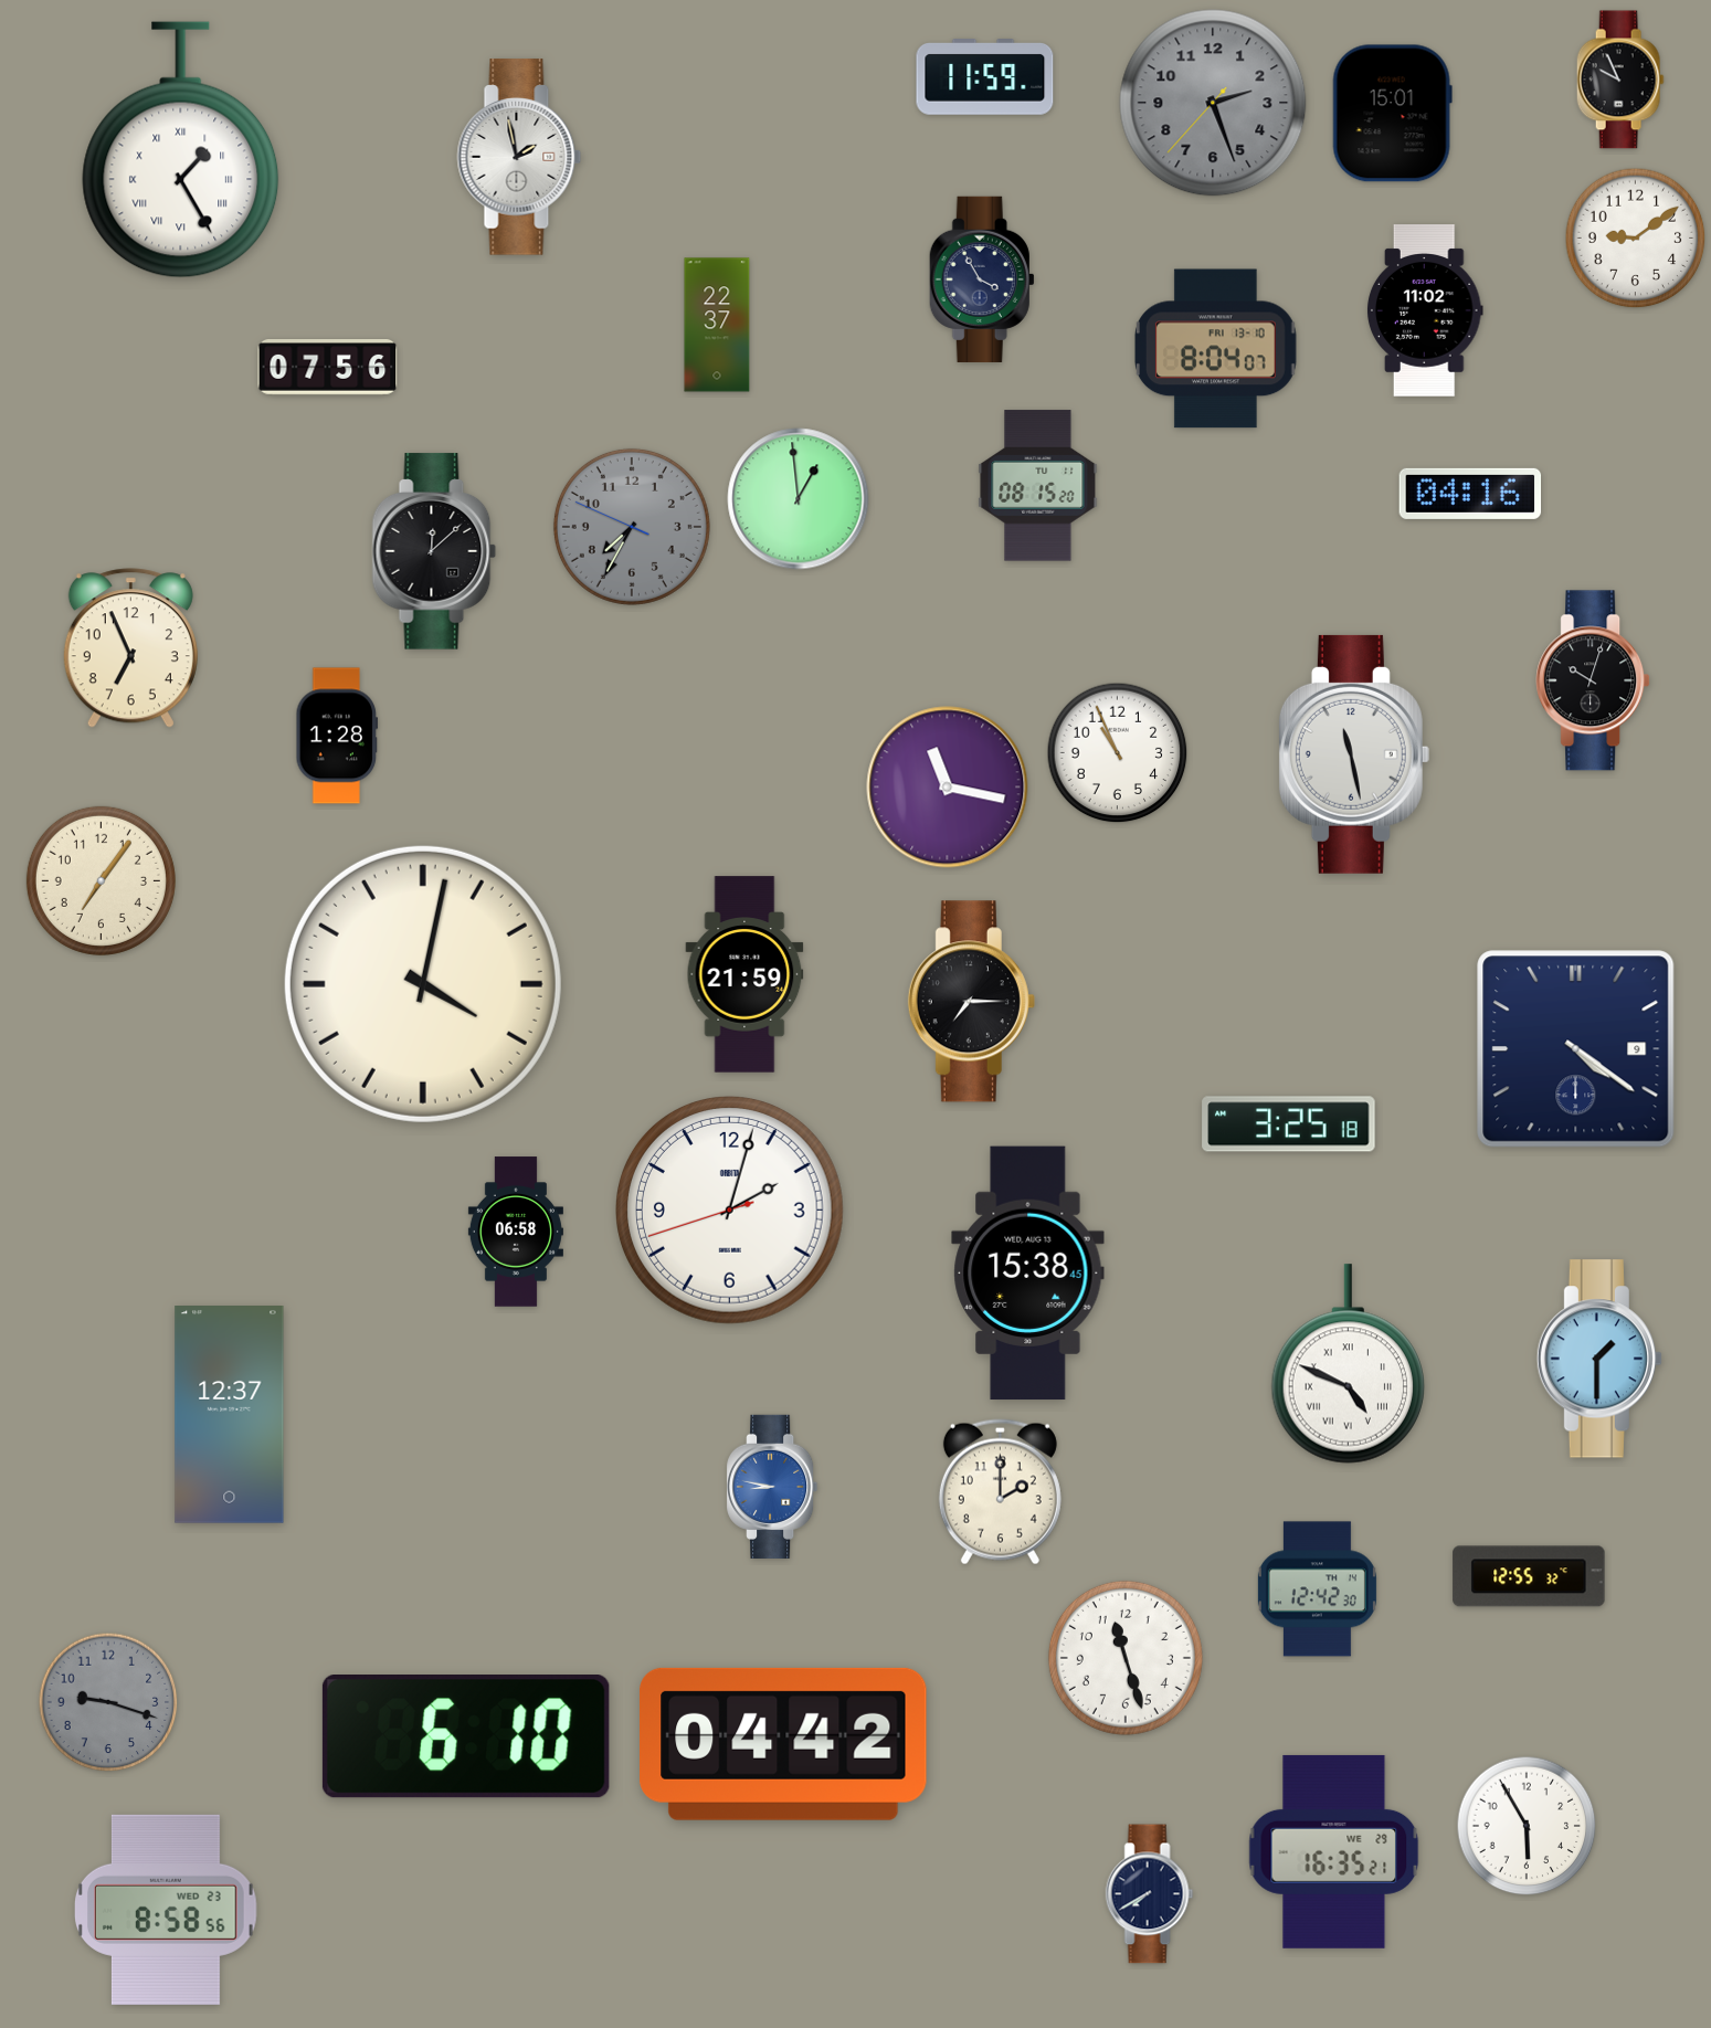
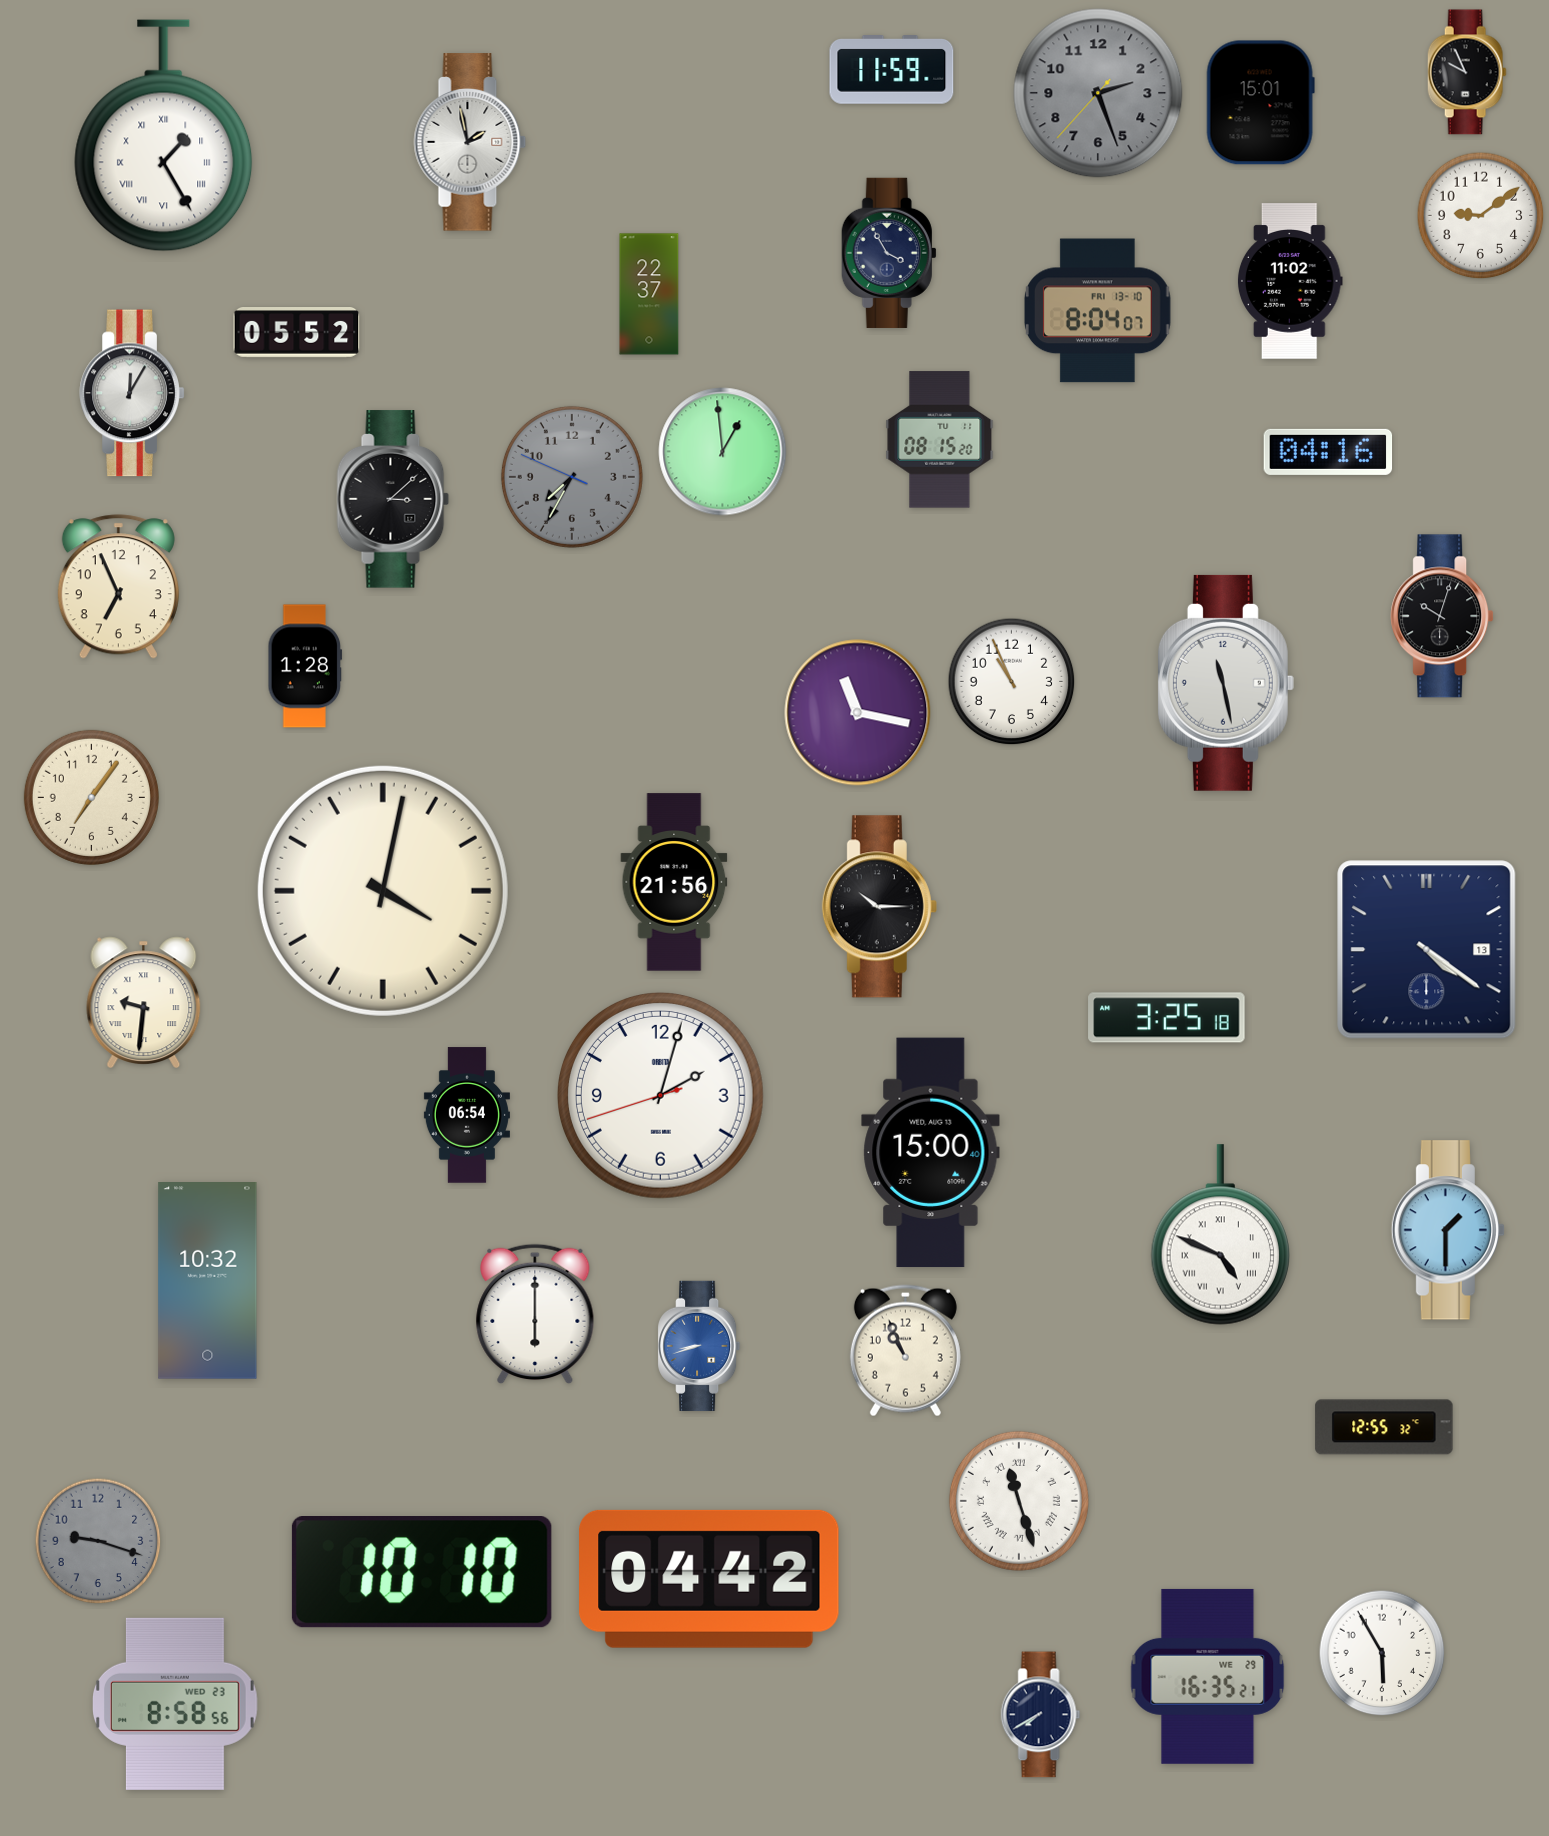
clock at (1216, 349) position: (1216, 349) -> (1098, 311)
clock at (328, 368): 07:56 -> 05:52
clock at (132, 393): none -> 12:05
clock at (1470, 494) position: (1470, 494) -> (1328, 452)
clock at (434, 551): 12:08 -> 3:08
clock at (744, 974): 21:59 -> 21:56
clock at (971, 1002): 7:15 -> 10:15
clock at (1576, 1049) date: 9 -> 13
clock at (144, 1002): none -> 9:31
clock at (516, 1232): 06:58 -> 06:54
clock at (1028, 1274): 15:38 -> 15:00
clock at (230, 1415): 12:37 -> 10:32
clock at (535, 1314): none -> 6:00
clock at (772, 1487): 8:47 -> 8:42
clock at (1000, 1492): 2:00 -> 10:56
clock at (1317, 1589): 12:42 -> none
clock at (1126, 1658) numerals: Arabic -> Roman
clock at (466, 1737): 6:10 -> 10:10
clock at (167, 1910) position: (167, 1910) -> (176, 1704)
